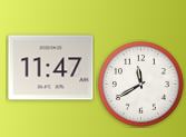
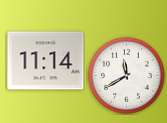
clock at (51, 68): 11:47 -> 11:14
